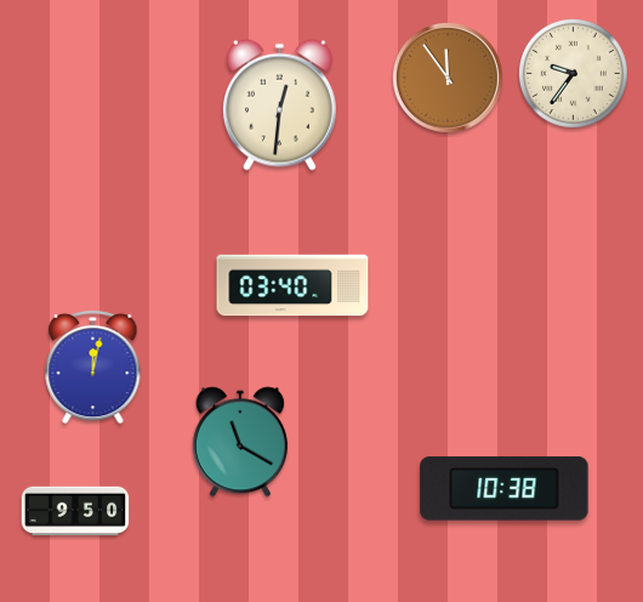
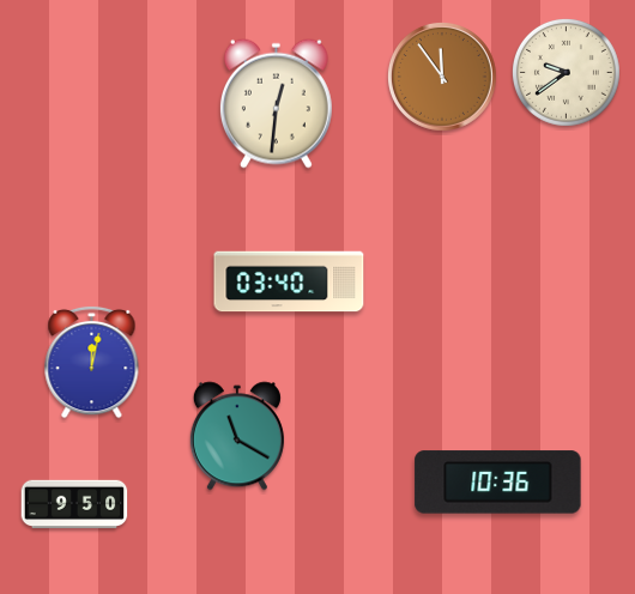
clock at (573, 73): 9:36 -> 9:39
clock at (505, 489): 10:38 -> 10:36
